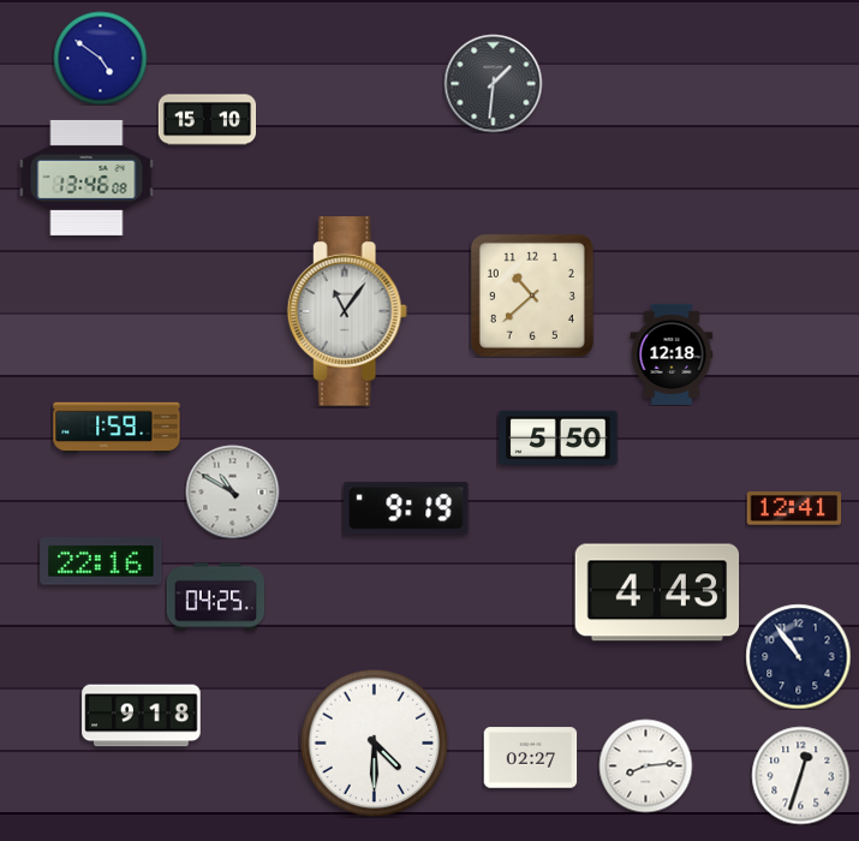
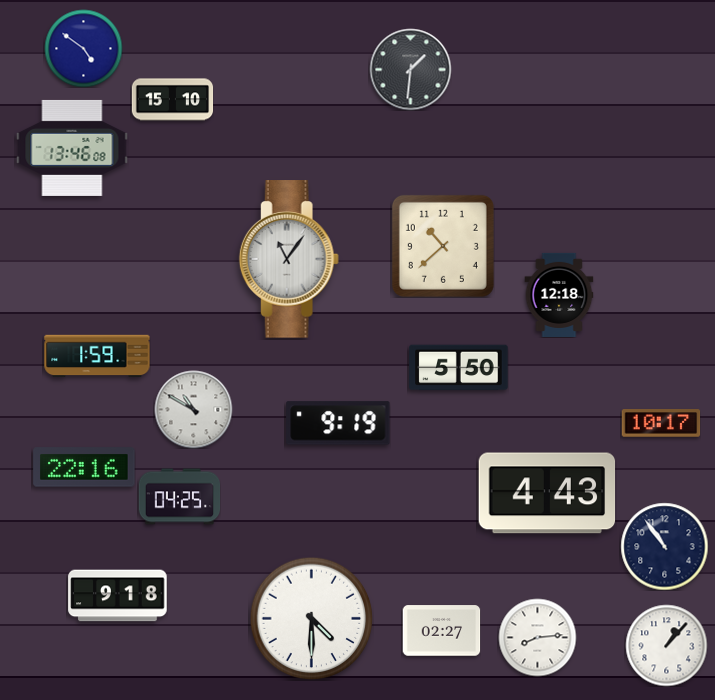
clock at (559, 439) position: (559, 439) -> (459, 368)
clock at (794, 508): 12:41 -> 10:17
clock at (800, 775): 12:33 -> 1:07
